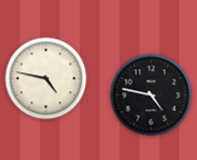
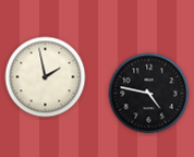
clock at (46, 79): 4:47 -> 1:58
